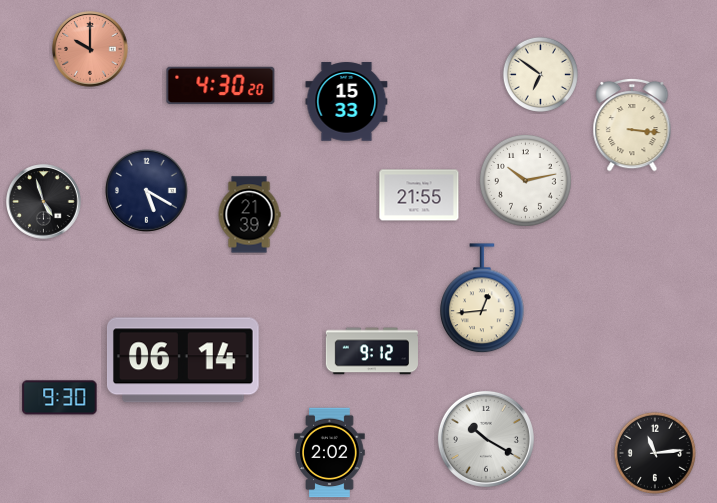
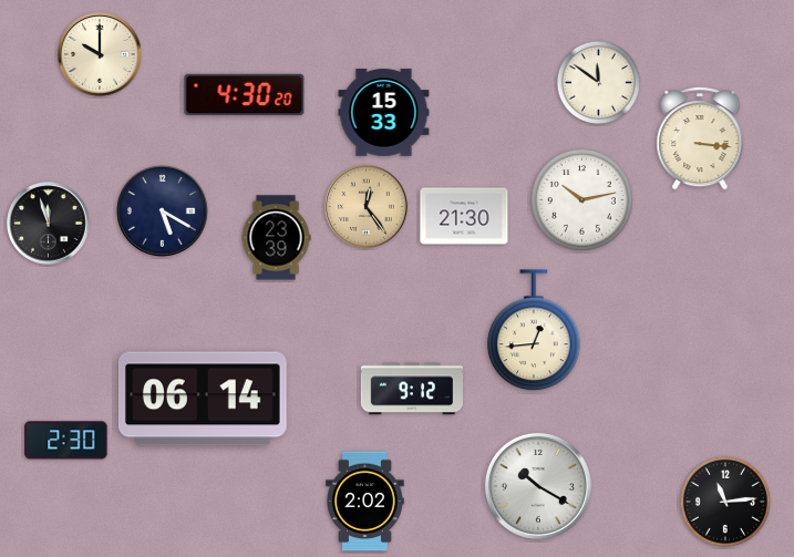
clock at (90, 49) dial: salmon -> cream
clock at (540, 74): 6:51 -> 11:51
clock at (367, 207): none -> 12:24
clock at (419, 195): 21:55 -> 21:30
clock at (44, 202): 4:57 -> 11:57
clock at (249, 215): 21:39 -> 23:39
clock at (60, 398): 9:30 -> 2:30
